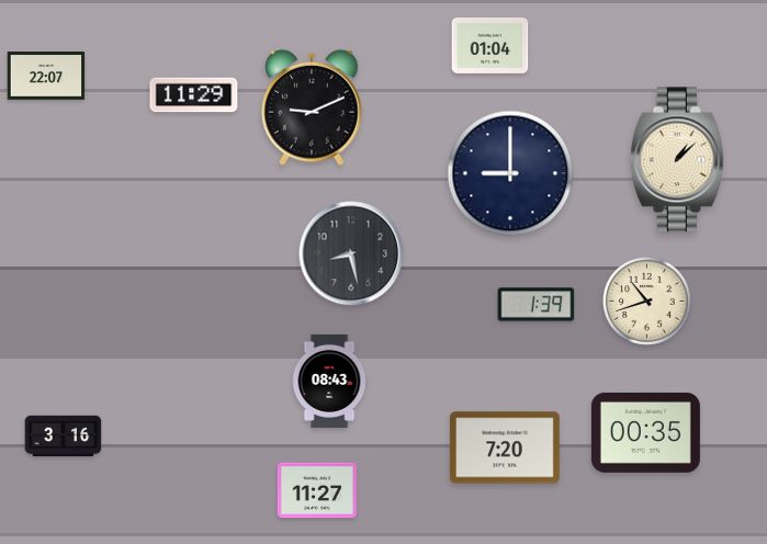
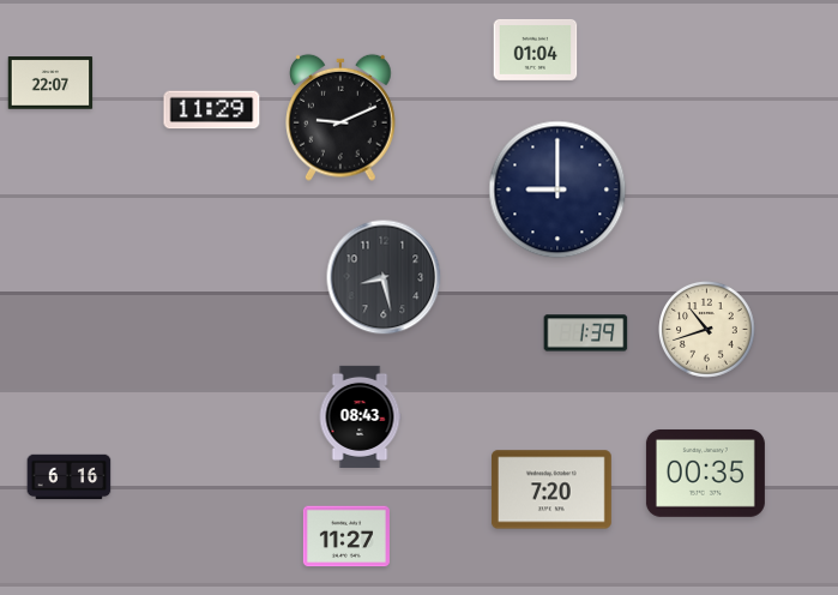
clock at (194, 95) position: (194, 95) -> (212, 110)
clock at (677, 160): 1:08 -> none
clock at (64, 437): 3:16 -> 6:16
